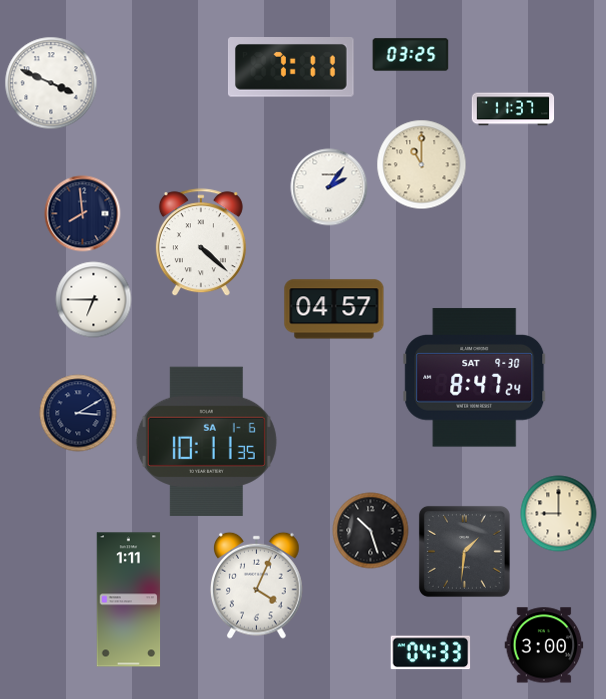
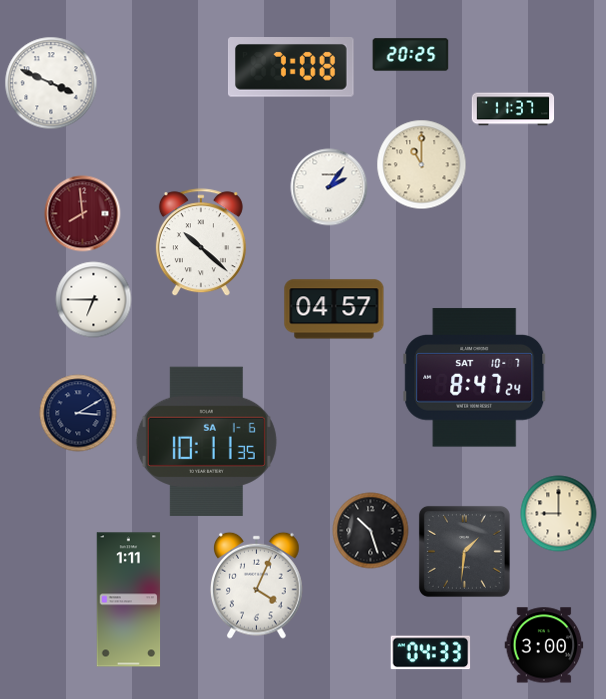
clock at (411, 55): 03:25 -> 20:25
clock at (292, 68): 7:11 -> 7:08
clock at (83, 214) dial: navy -> burgundy
clock at (201, 243): 4:22 -> 10:22
clock at (475, 378) date: SAT 9-30 -> SAT 10-7
